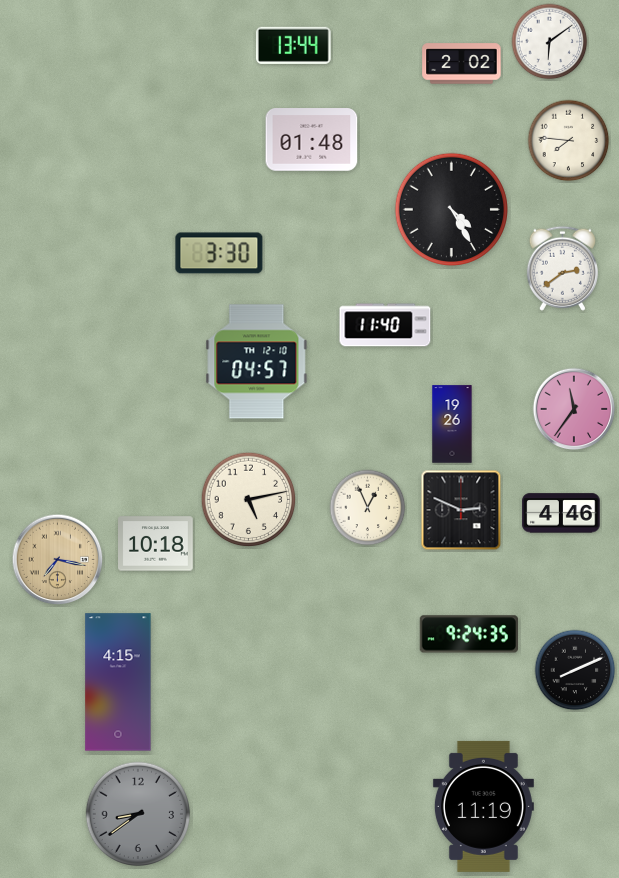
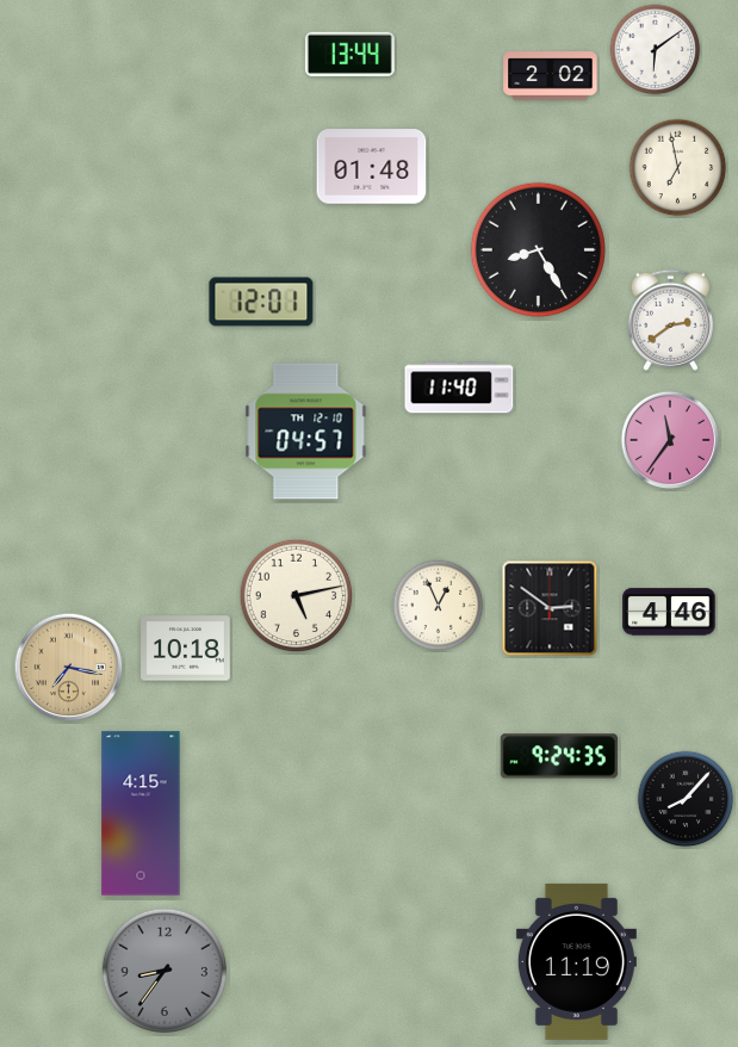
clock at (569, 141): 7:46 -> 6:58
clock at (451, 209): 4:25 -> 8:25
clock at (219, 253): 3:30 -> 12:01
clock at (574, 409) position: (574, 409) -> (670, 440)
clock at (452, 424): 19:26 -> none
clock at (461, 510): 2:49 -> 2:51
clock at (575, 670): 8:11 -> 8:07
clock at (138, 814): 8:39 -> 8:36
